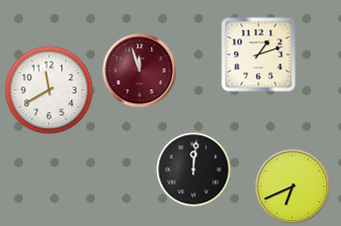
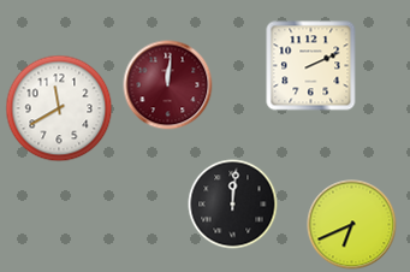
clock at (259, 55): 1:12 -> 2:11
clock at (140, 71): 11:57 -> 12:01
